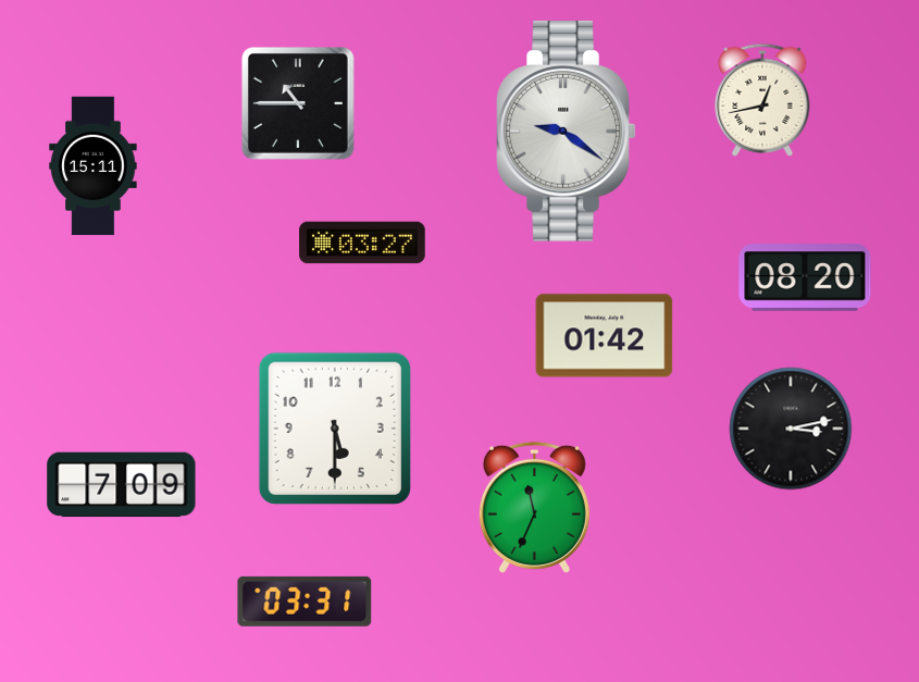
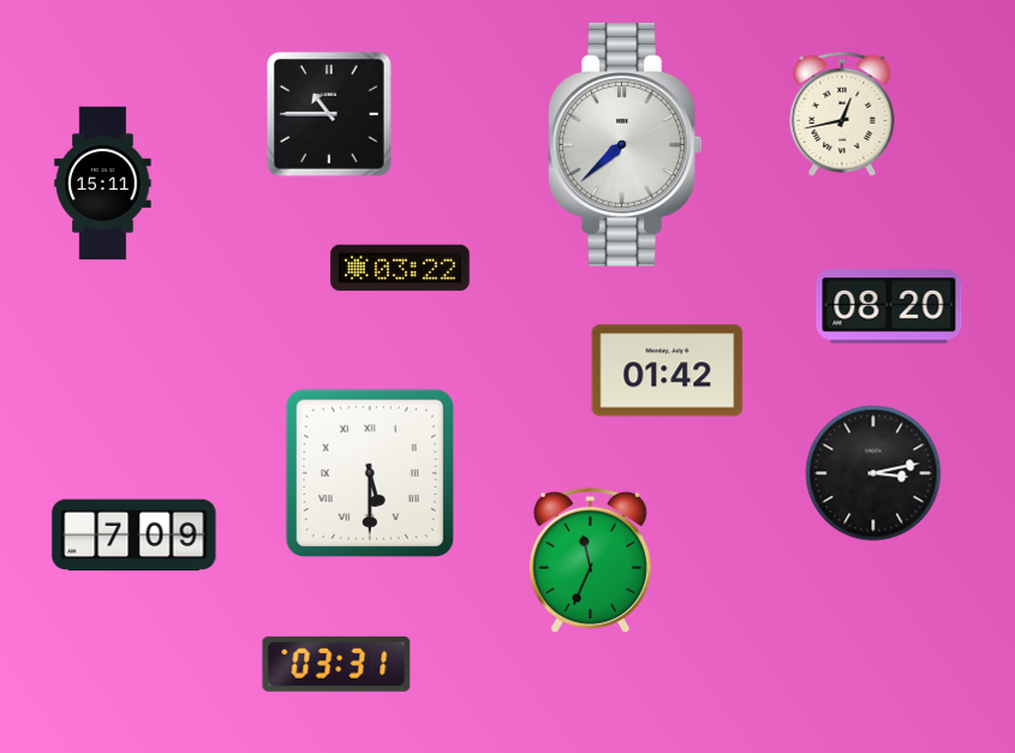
clock at (762, 100) position: (762, 100) -> (842, 114)
clock at (567, 132): 9:21 -> 7:38
clock at (362, 243): 03:27 -> 03:22
clock at (335, 429) numerals: Arabic -> Roman
